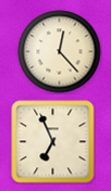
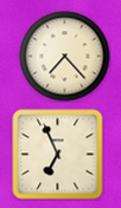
clock at (60, 52): 12:23 -> 7:23
